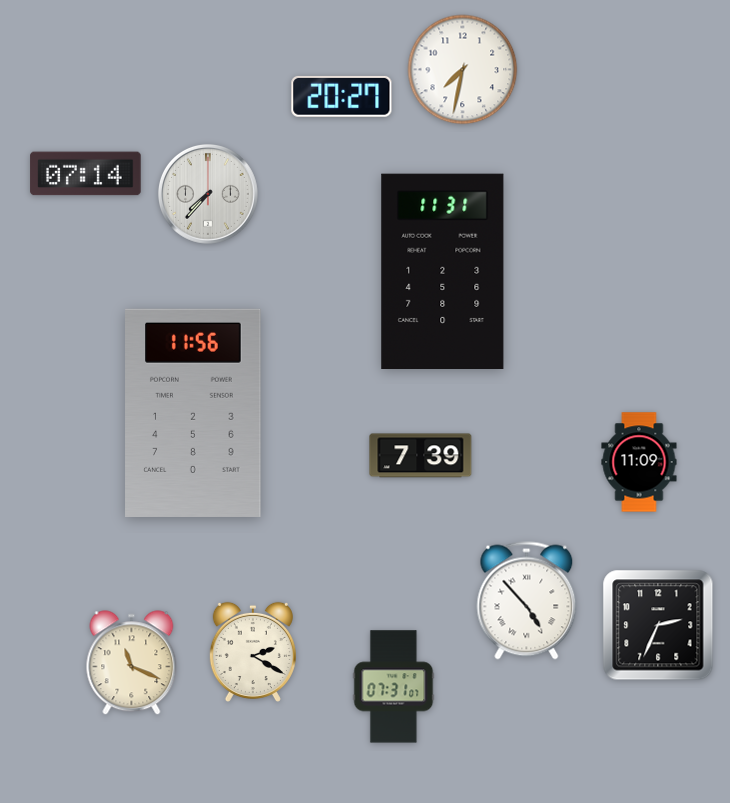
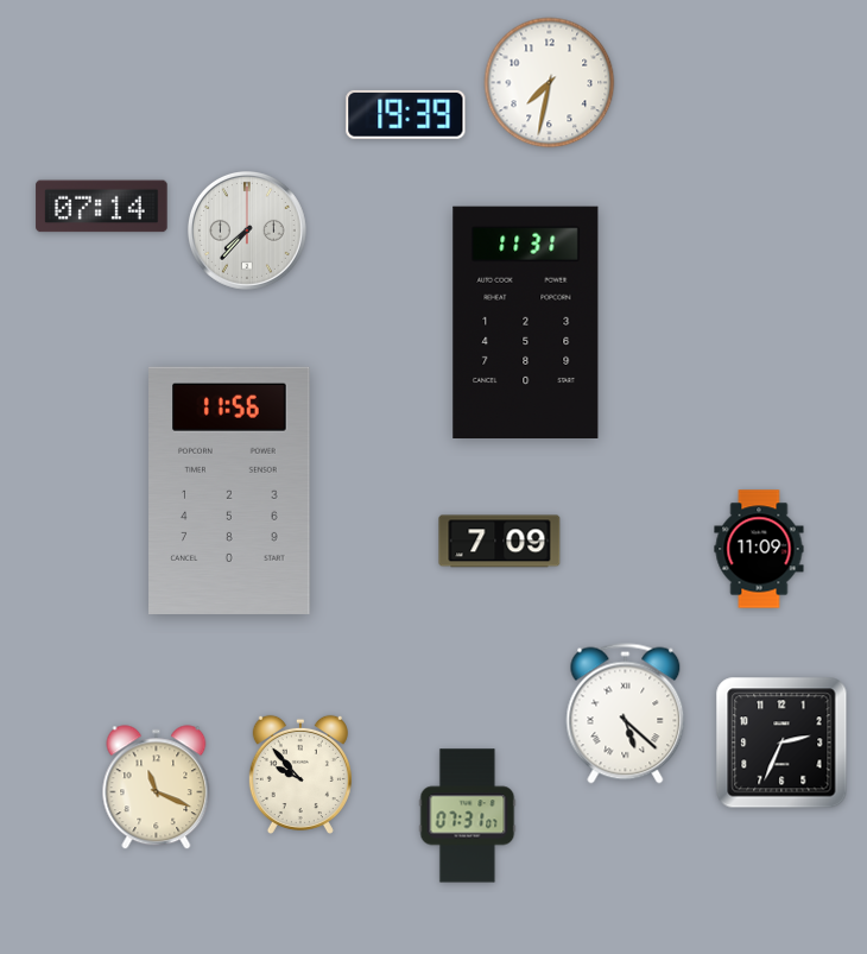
clock at (342, 96): 20:27 -> 19:39
clock at (421, 456): 7:39 -> 7:09
clock at (527, 601): 4:53 -> 5:22
clock at (253, 651): 2:20 -> 9:53
